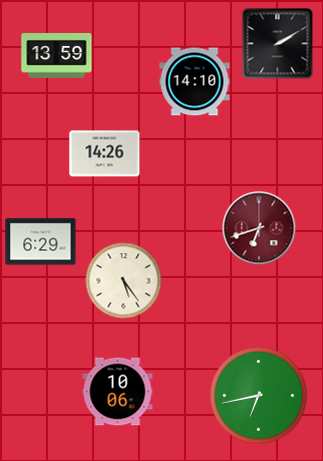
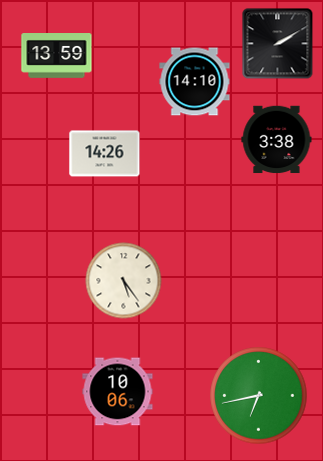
clock at (277, 140): none -> 3:38
clock at (259, 228): 6:42 -> none
clock at (41, 242): 6:29 -> none
